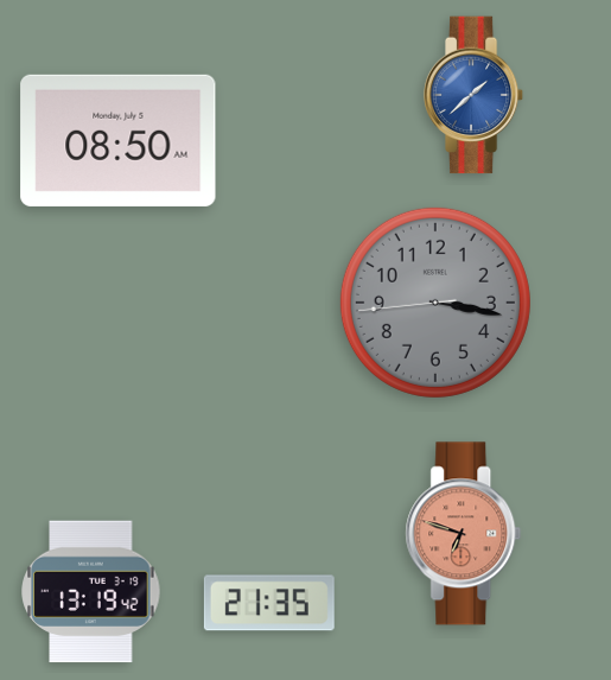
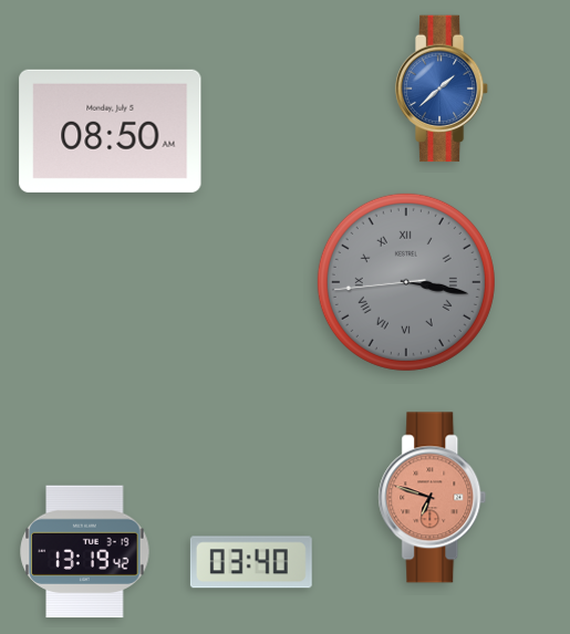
clock at (435, 303) numerals: Arabic -> Roman
clock at (269, 603): 21:35 -> 03:40
